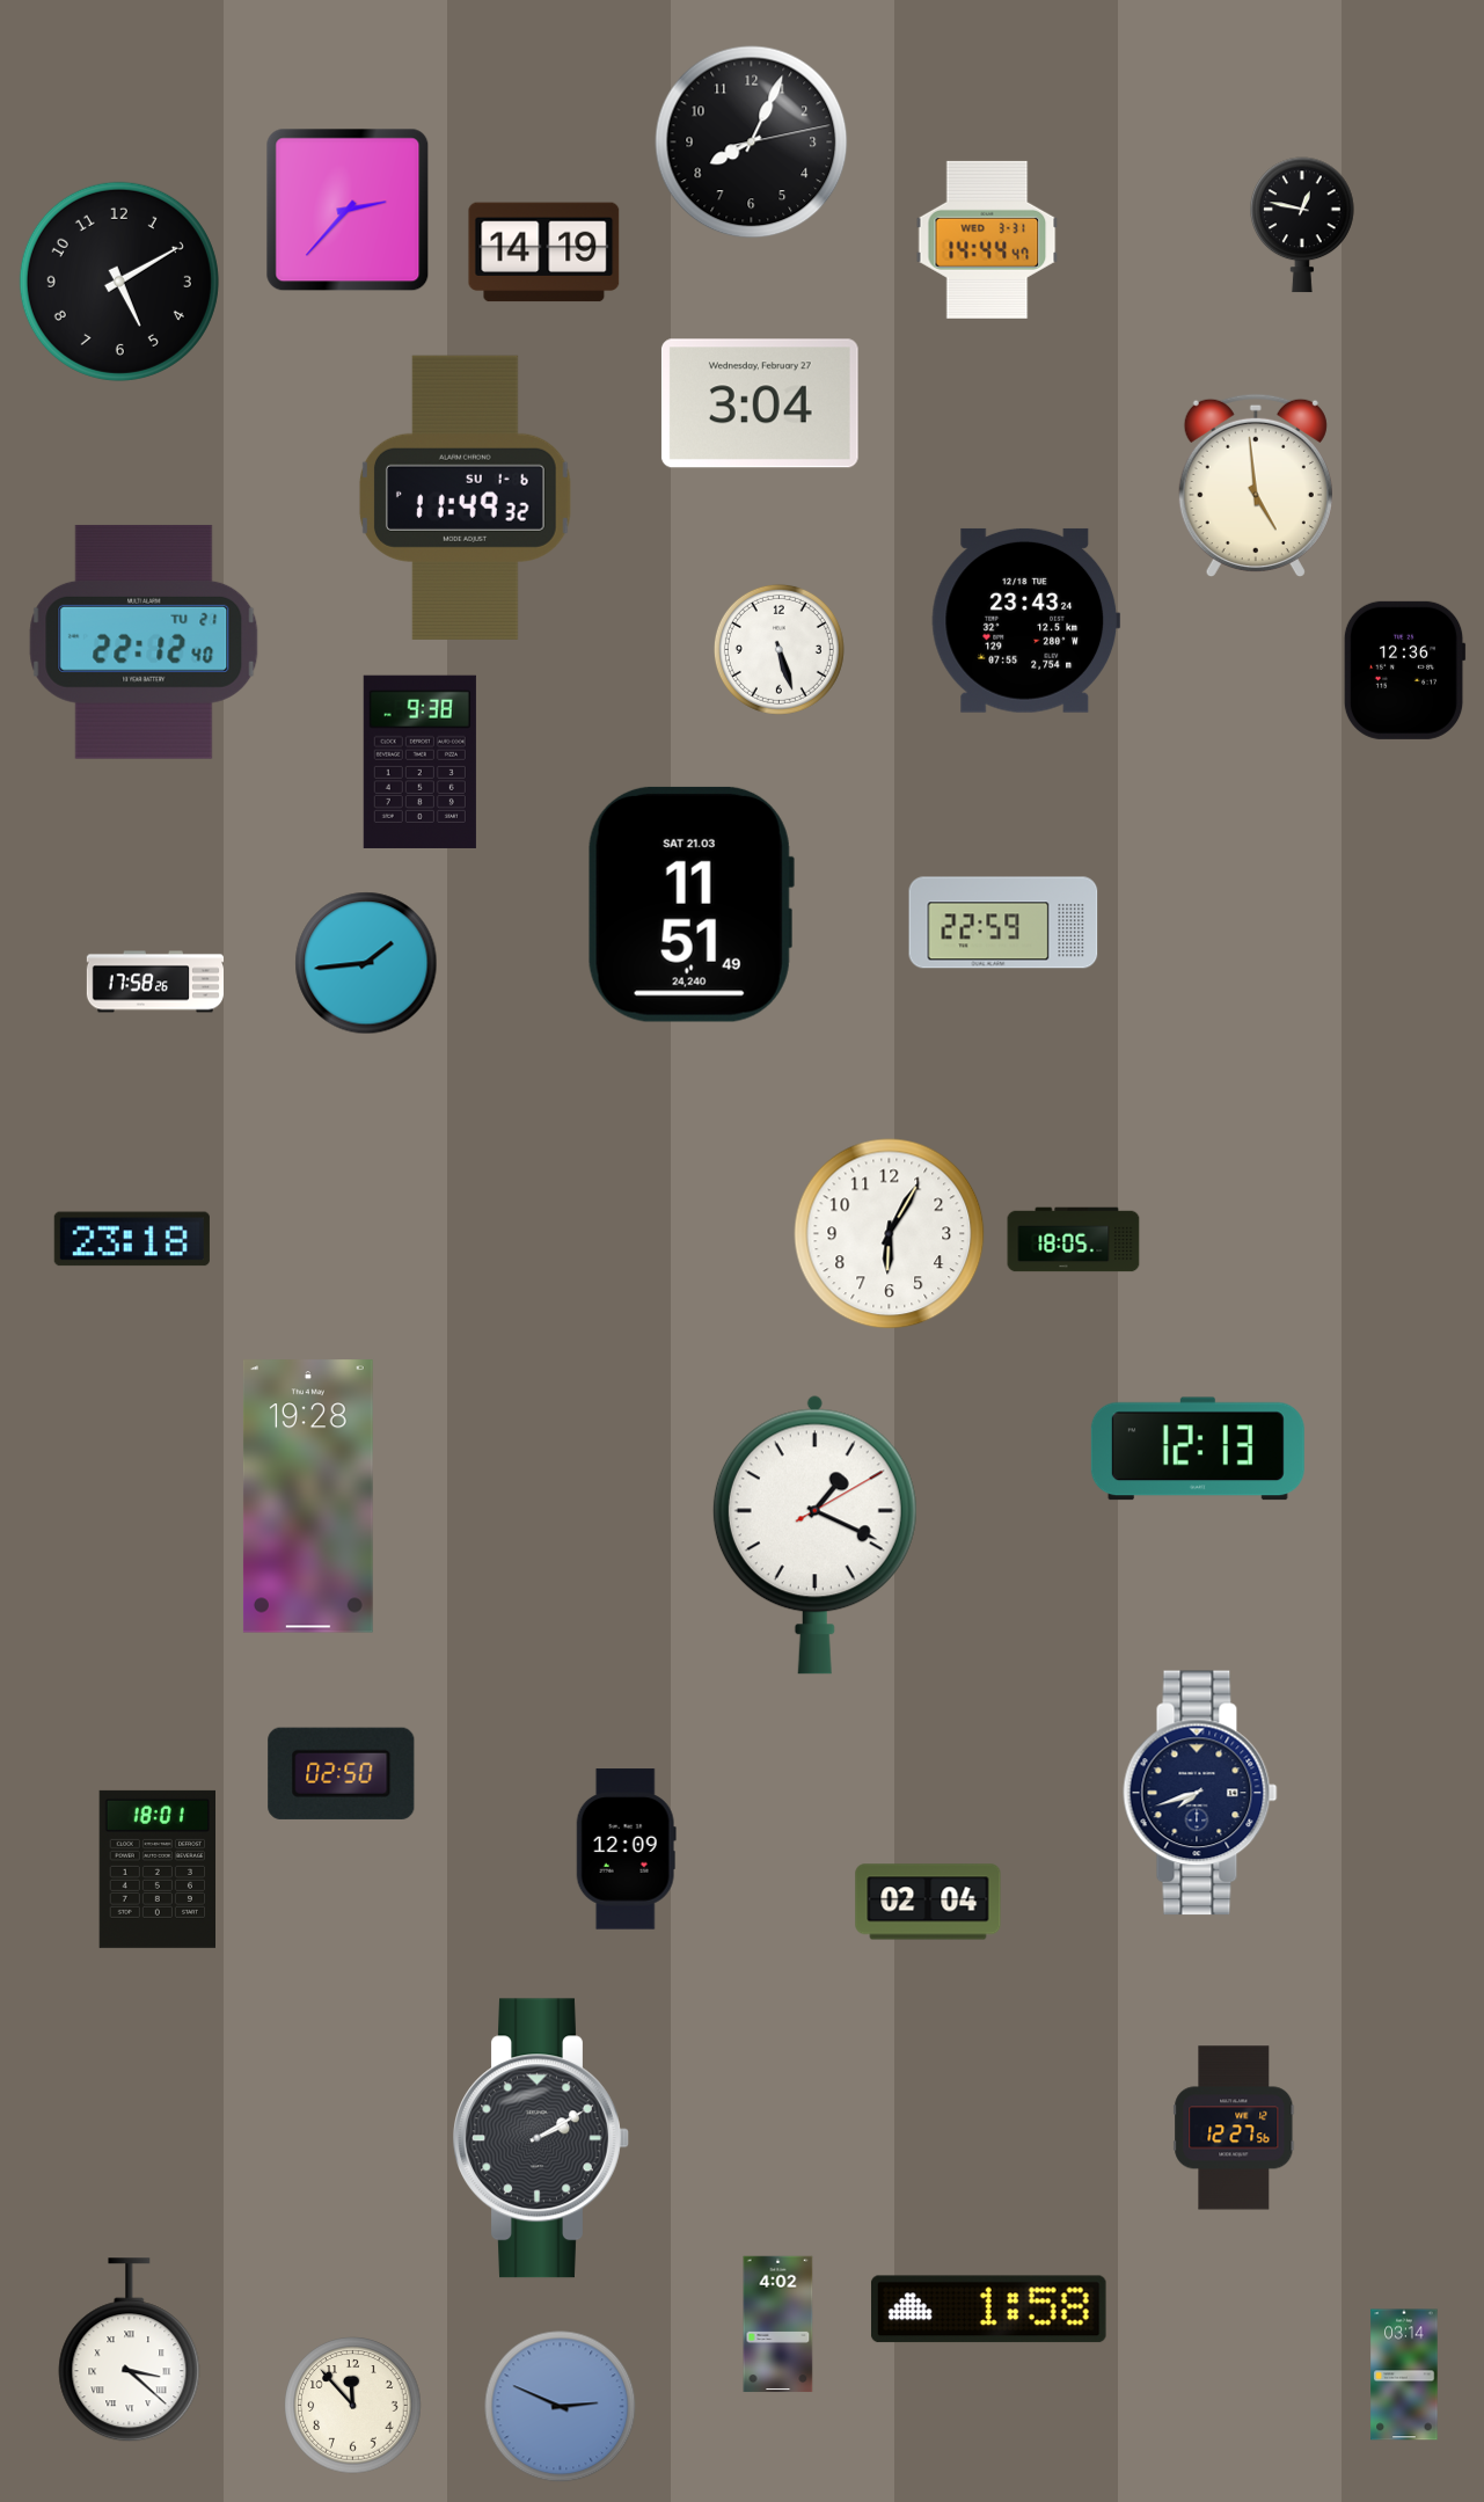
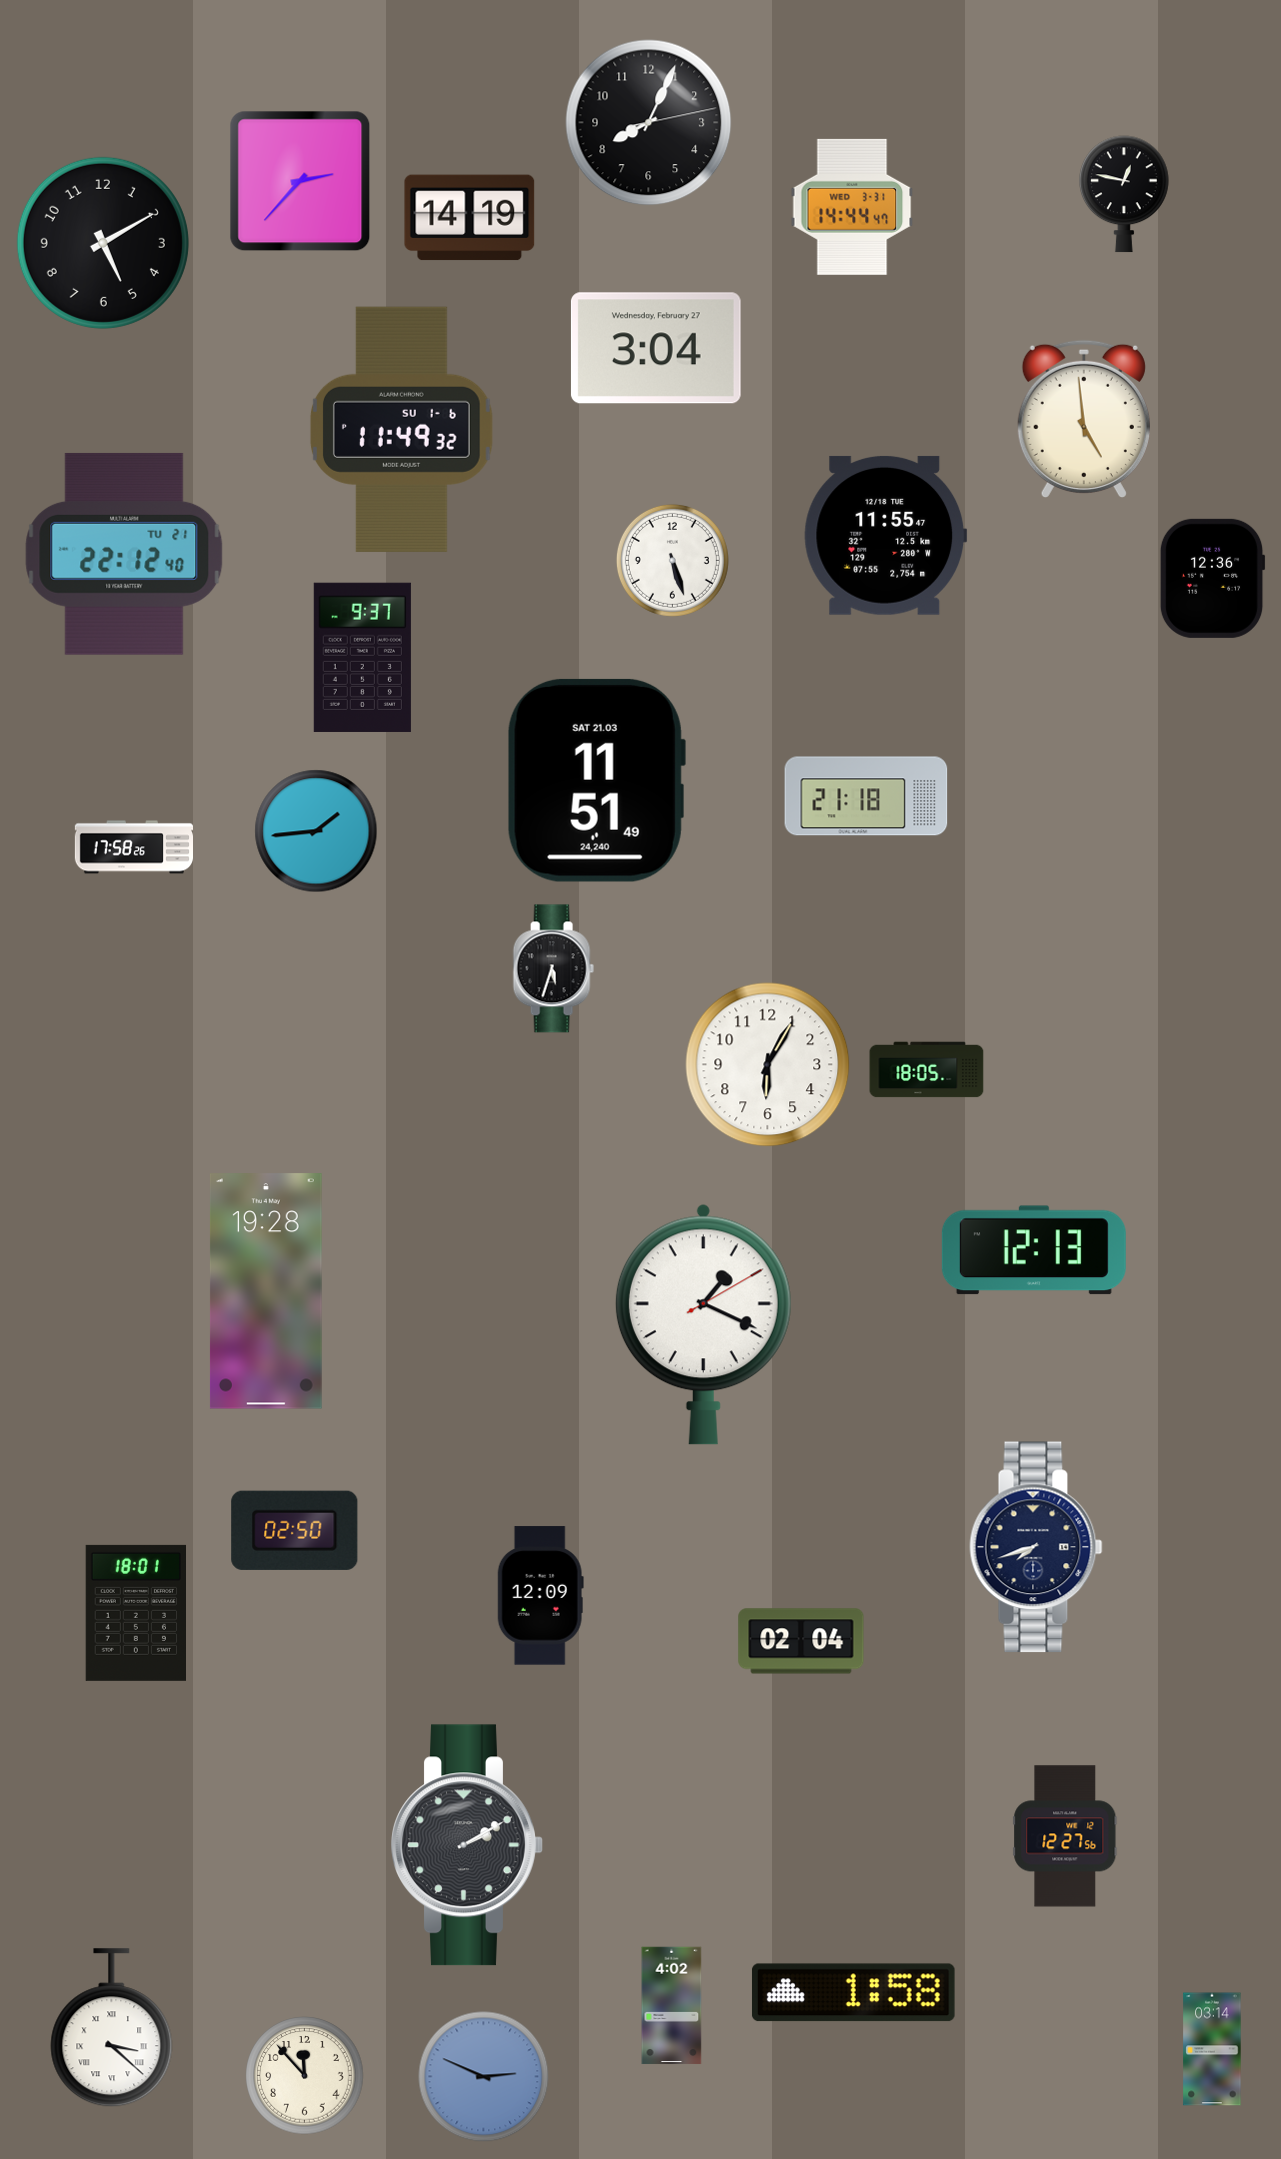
clock at (1026, 620): 23:43 -> 11:55
clock at (419, 761): 9:38 -> 9:37
clock at (1003, 922): 22:59 -> 21:18
clock at (553, 969): none -> 5:33
clock at (132, 1239): 23:18 -> none
